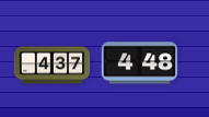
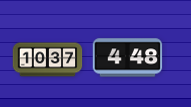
clock at (53, 66): 4:37 -> 10:37
